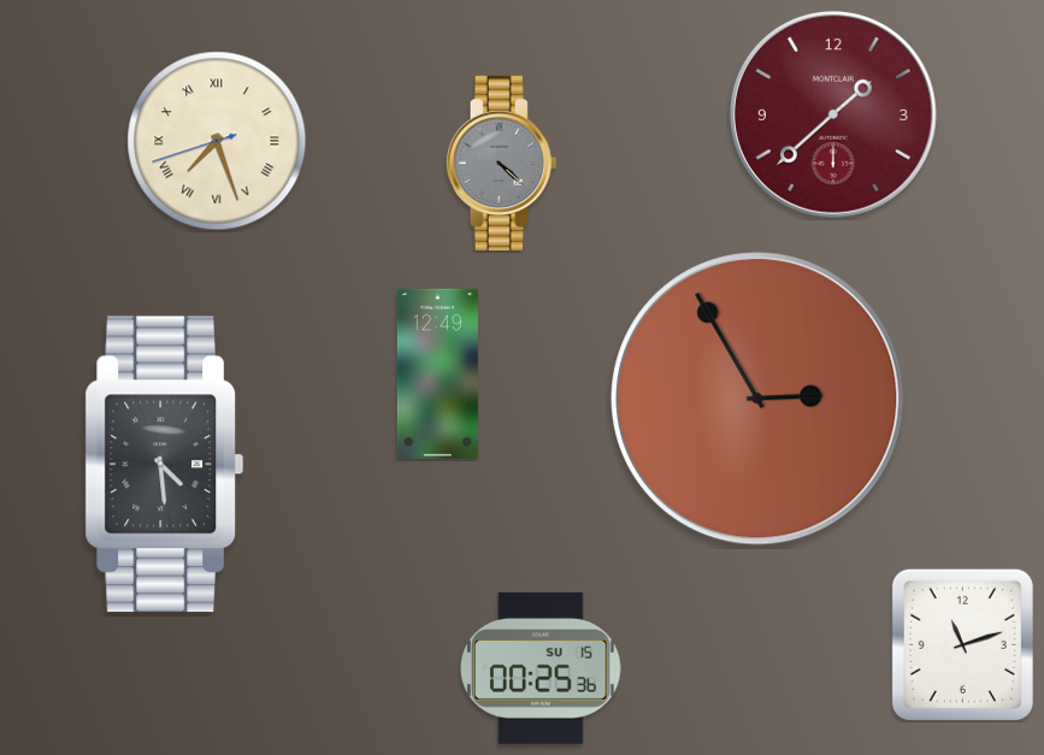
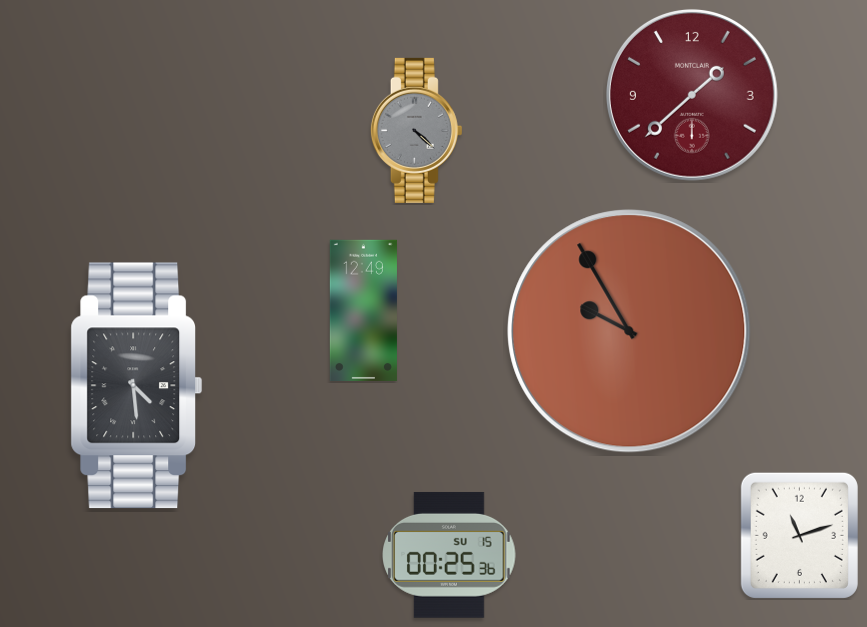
clock at (217, 141): 7:26 -> none
clock at (501, 163) position: (501, 163) -> (416, 130)
clock at (757, 399): 2:55 -> 9:55
